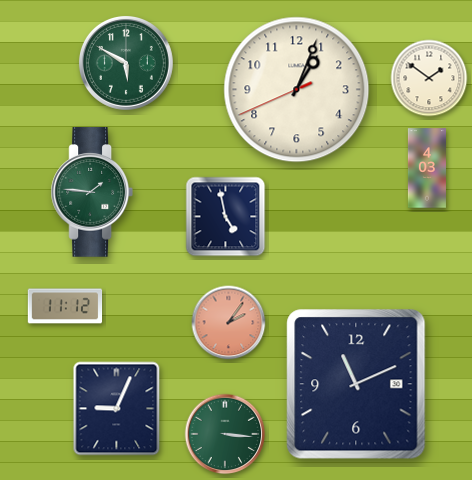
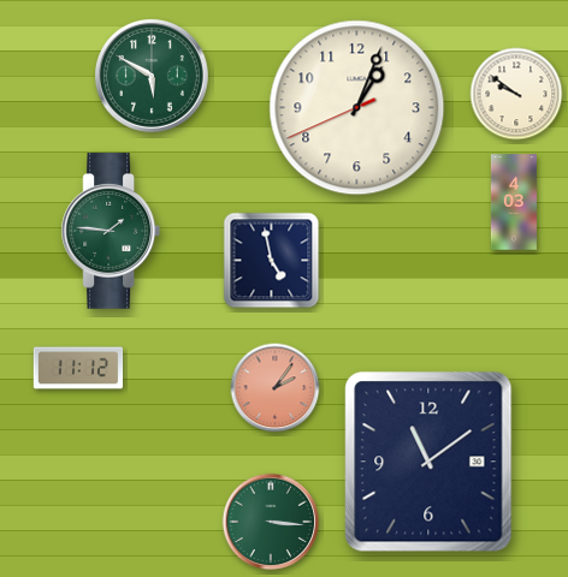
clock at (429, 78): 1:51 -> 9:51
clock at (356, 384): 11:11 -> 11:09
clock at (117, 409): 9:04 -> none
